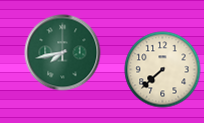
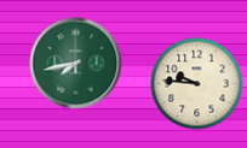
clock at (163, 70): 7:38 -> 9:46
